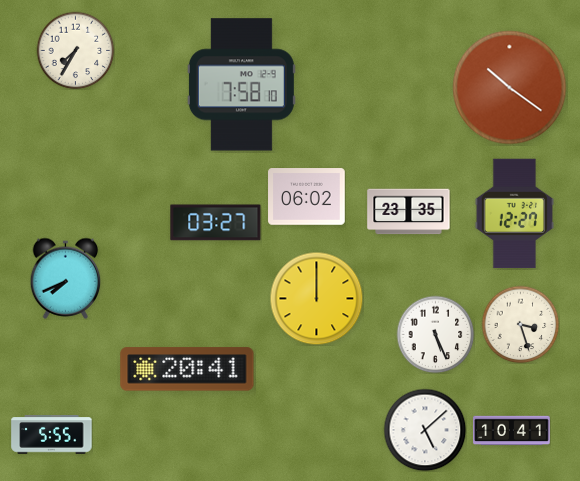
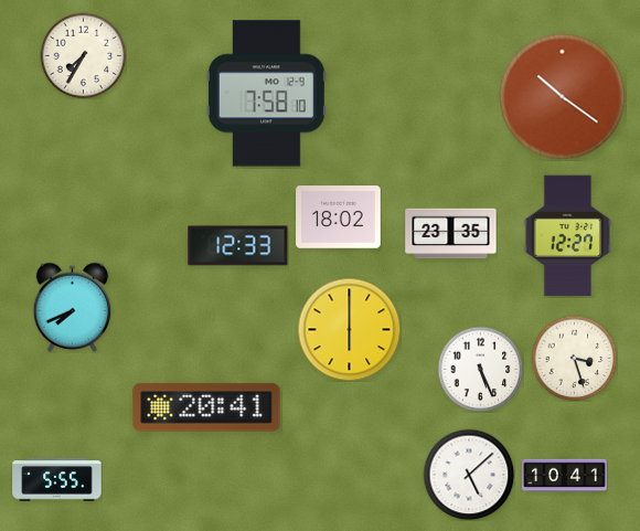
clock at (307, 197): 06:02 -> 18:02
clock at (216, 223): 03:27 -> 12:33
clock at (316, 298): 12:00 -> 6:00
